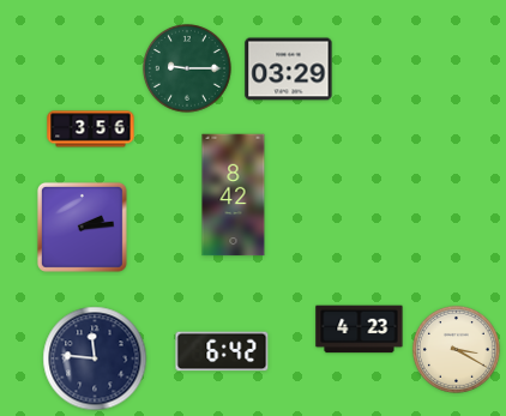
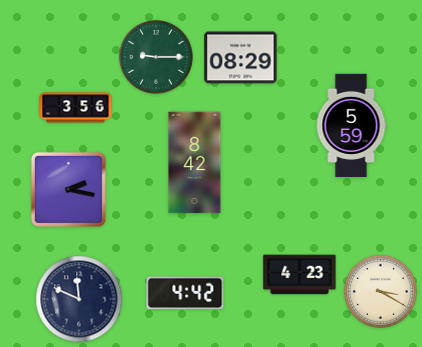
clock at (289, 70): 03:29 -> 08:29
clock at (351, 125): none -> 5:59
clock at (82, 227): 2:14 -> 2:17
clock at (222, 351): 6:42 -> 4:42
clock at (95, 358): 11:46 -> 11:49
